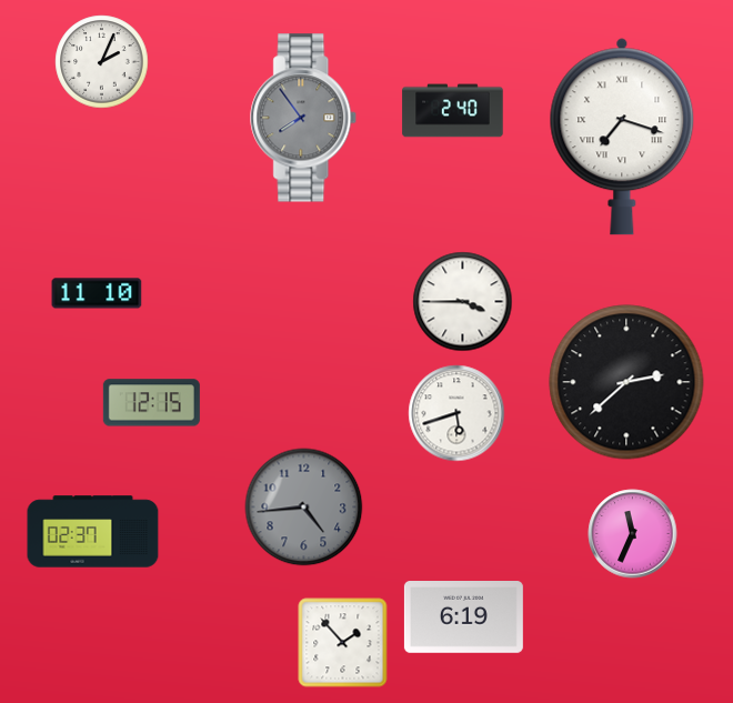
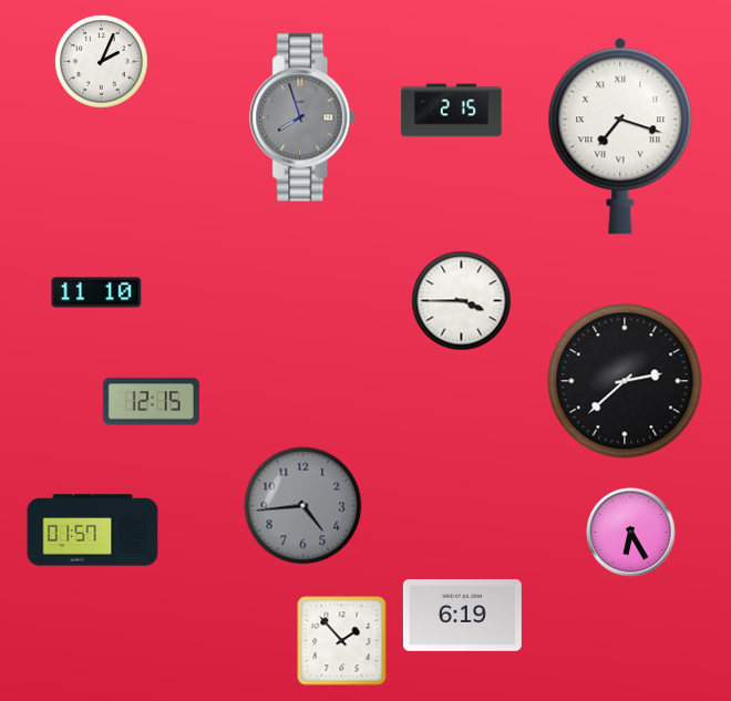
clock at (453, 111): 2:40 -> 2:15
clock at (304, 118): 7:54 -> 7:57
clock at (456, 413): 5:42 -> none
clock at (93, 532): 02:37 -> 01:57
clock at (633, 534): 11:34 -> 6:25
